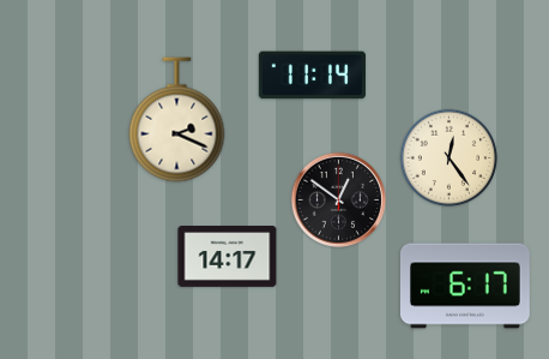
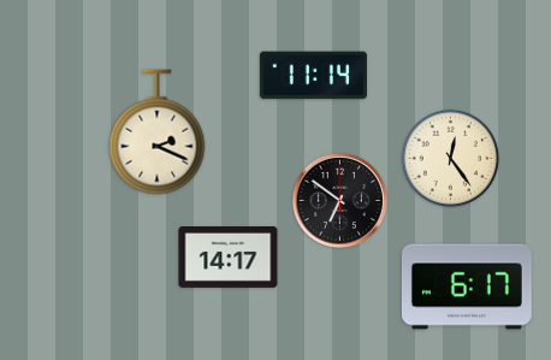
clock at (177, 120) position: (177, 120) -> (158, 132)
clock at (338, 199): 12:51 -> 6:51
